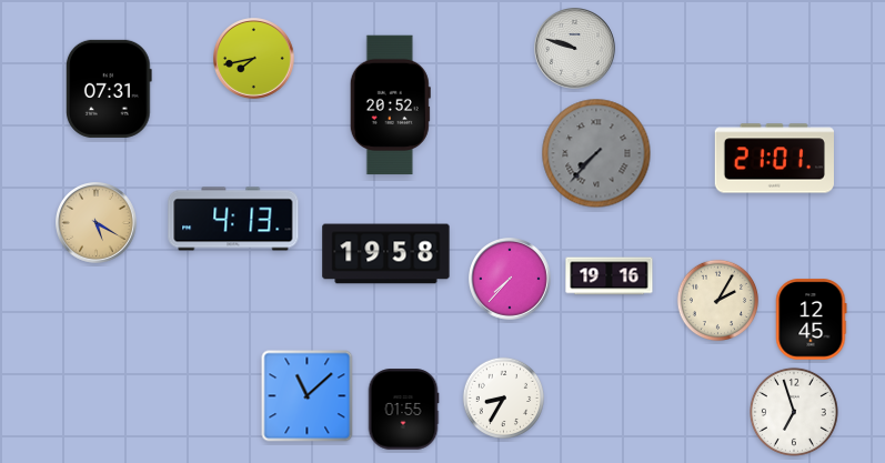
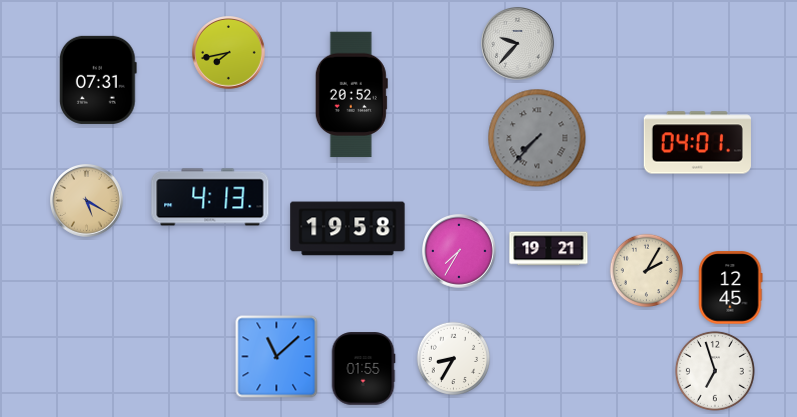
clock at (575, 49): 9:48 -> 9:37
clock at (774, 159): 21:01 -> 04:01
clock at (610, 276): 19:16 -> 19:21
clock at (511, 280): 7:37 -> 7:35
